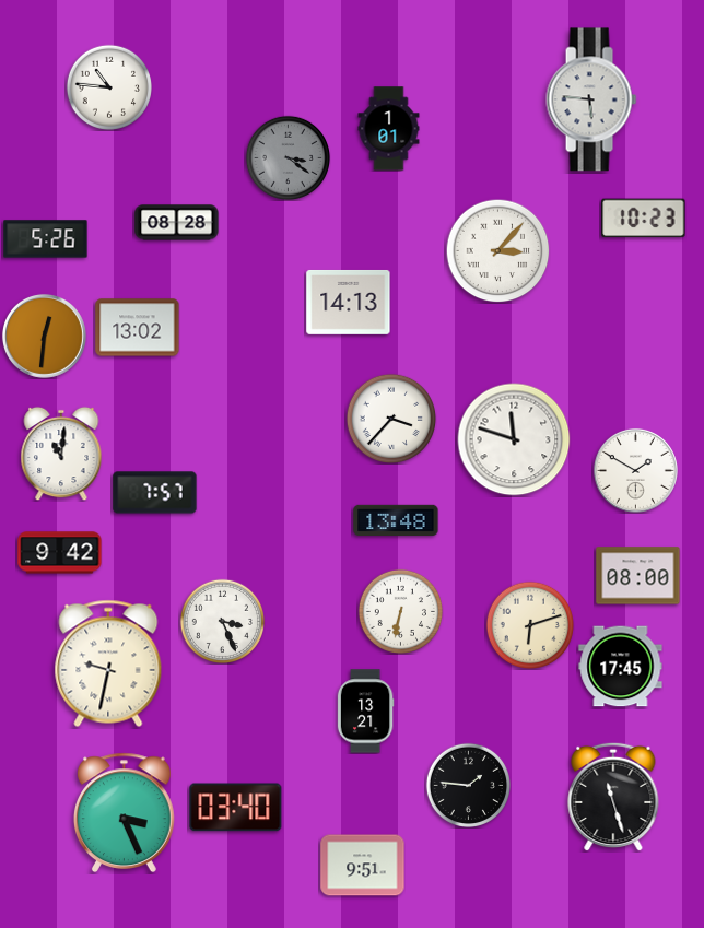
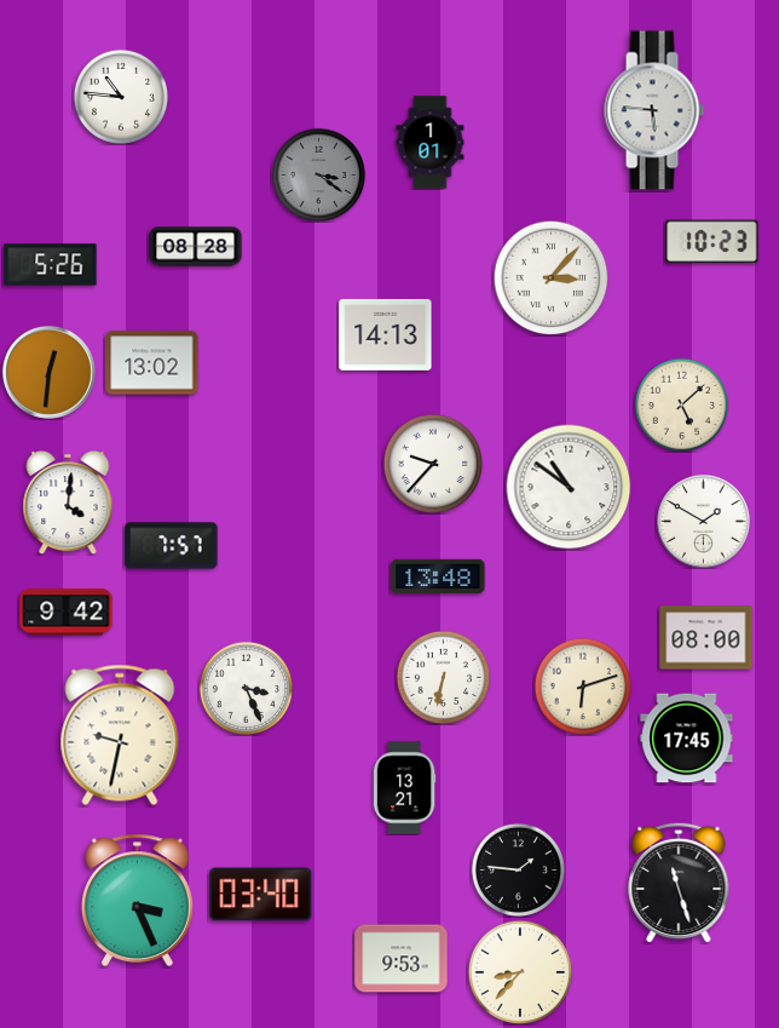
clock at (681, 404): none -> 5:08
clock at (391, 419): 3:37 -> 9:37
clock at (514, 439): 11:48 -> 10:51
clock at (61, 454): 11:01 -> 4:01
clock at (529, 624) position: (529, 624) -> (582, 685)
clock at (363, 866): 9:51 -> 9:53
clock at (520, 972): none -> 8:37
